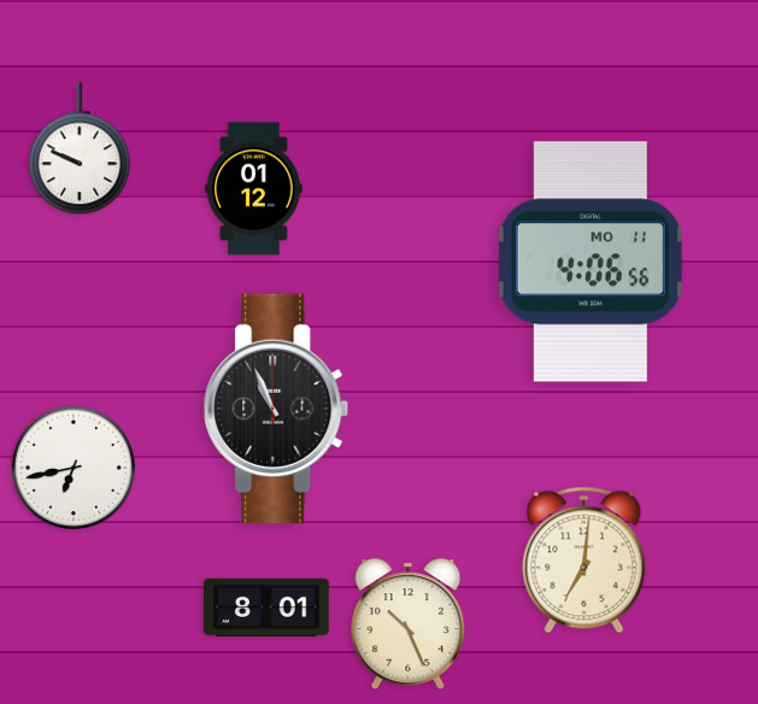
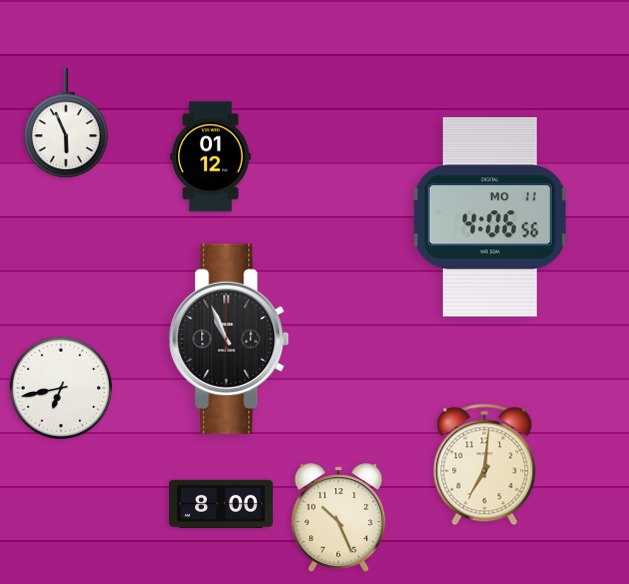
clock at (80, 149): 9:49 -> 5:56
clock at (266, 608): 8:01 -> 8:00
